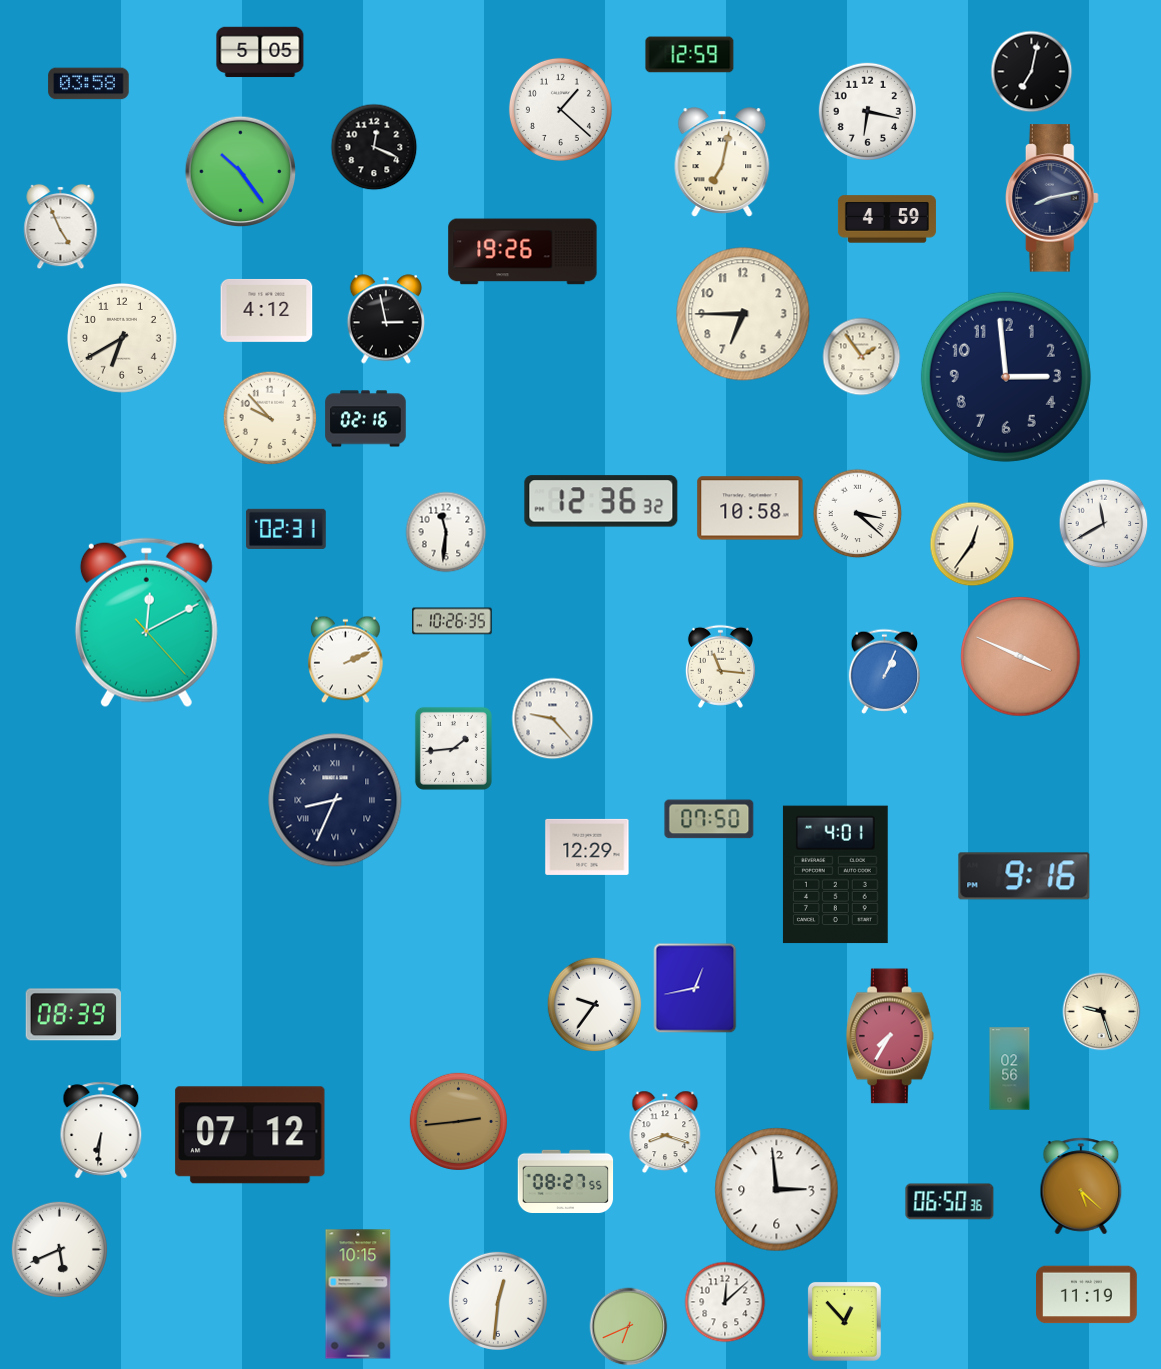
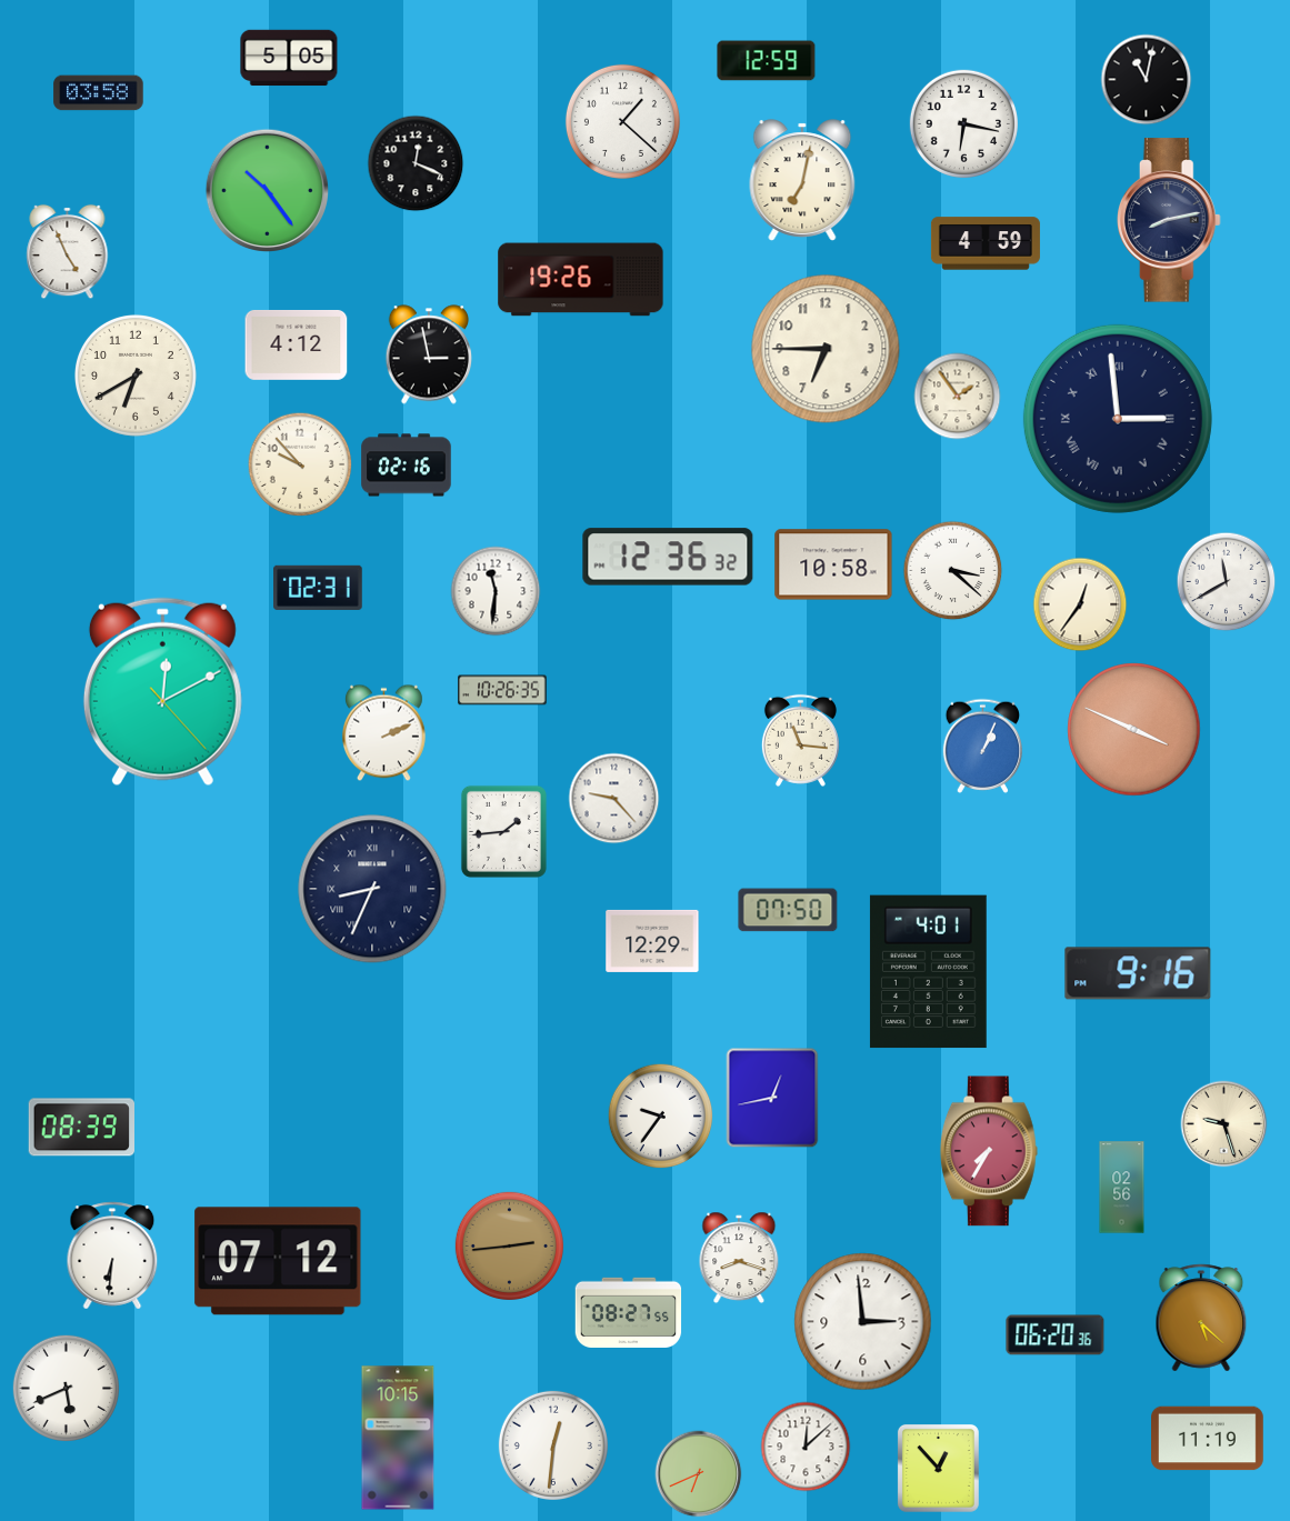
clock at (1032, 72): 7:02 -> 11:02
clock at (1006, 377) numerals: Arabic -> Roman
clock at (950, 1202): 06:50 -> 06:20
